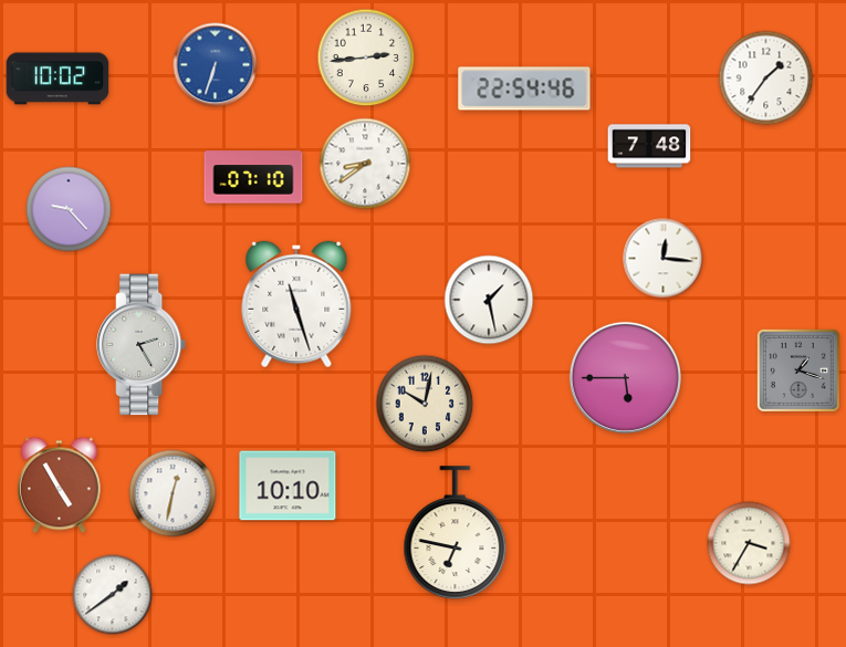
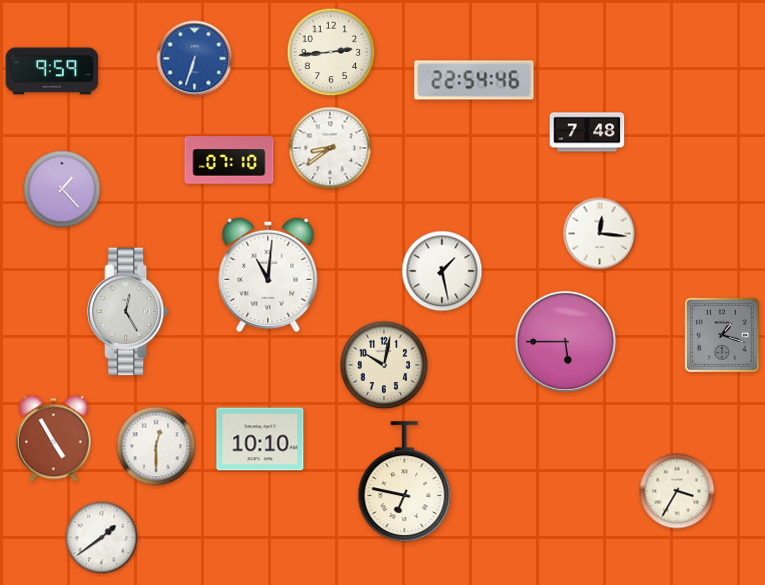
clock at (58, 79): 10:02 -> 9:59
clock at (766, 79): 1:36 -> none
clock at (69, 209): 9:23 -> 1:23
clock at (296, 304): 11:27 -> 11:01
clock at (143, 345): 2:25 -> 12:25
clock at (173, 493): 12:32 -> 12:30
clock at (456, 532) position: (456, 532) -> (405, 481)
